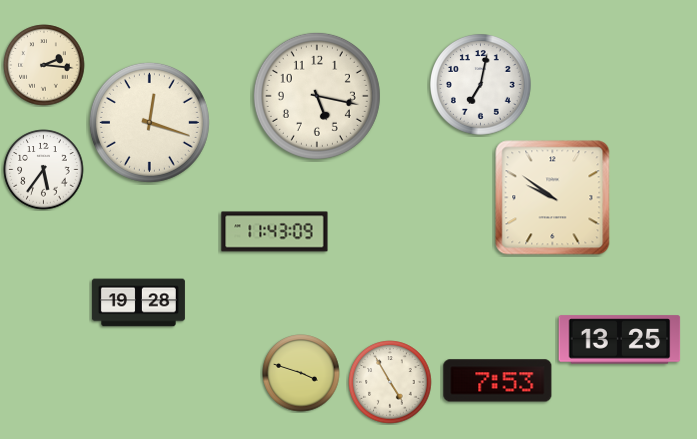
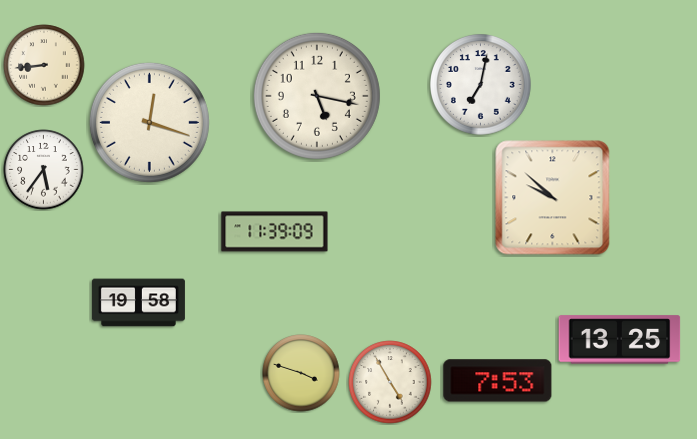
clock at (44, 65): 2:16 -> 8:44
clock at (553, 198): 9:51 -> 9:52
clock at (275, 232): 11:43 -> 11:39
clock at (138, 303): 19:28 -> 19:58
